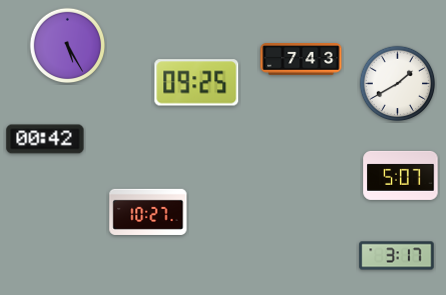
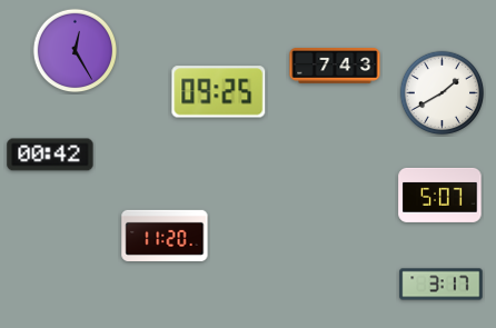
clock at (68, 46): 5:25 -> 12:25
clock at (401, 175) position: (401, 175) -> (440, 195)
clock at (148, 212): 10:27 -> 11:20
